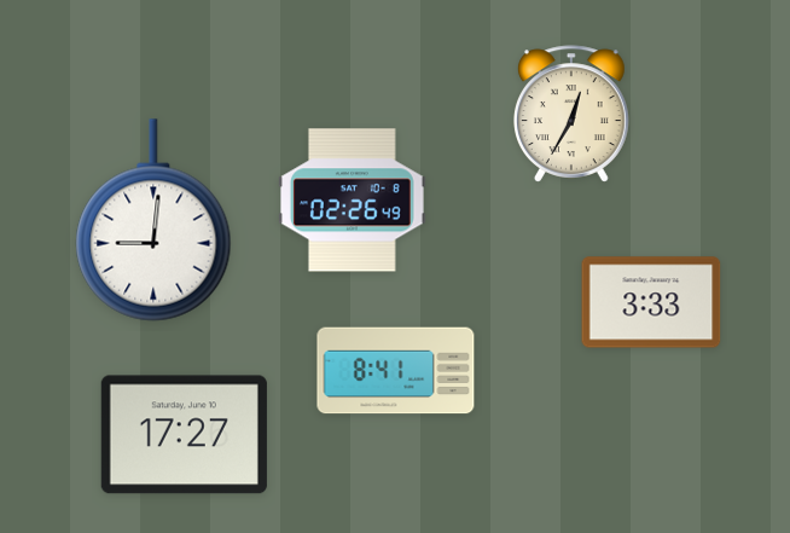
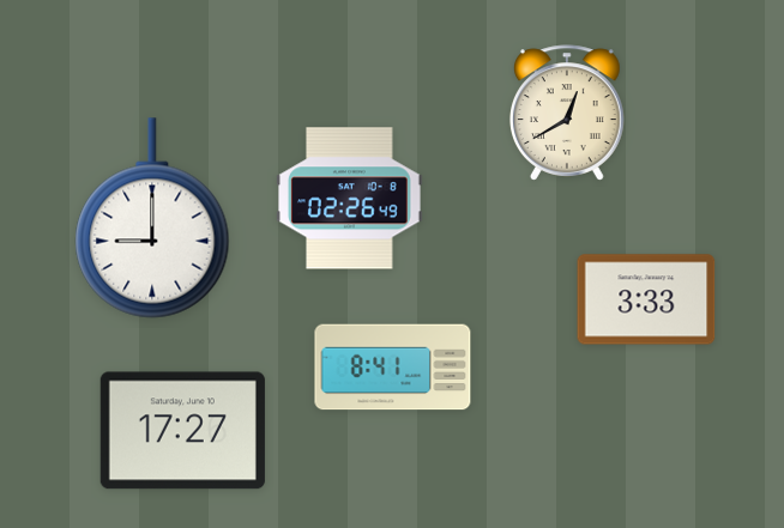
clock at (571, 114): 12:35 -> 12:40
clock at (153, 220): 9:01 -> 9:00
